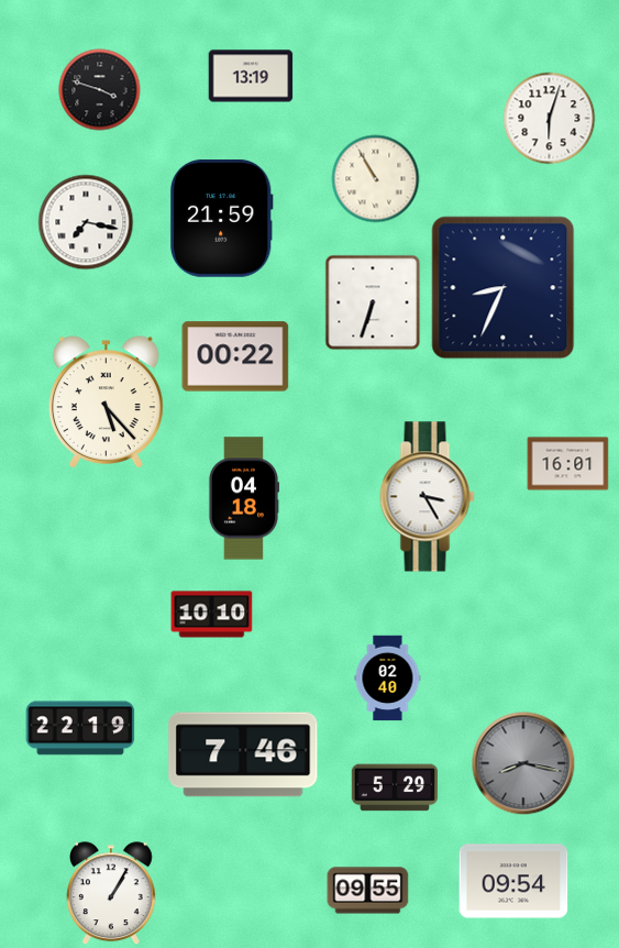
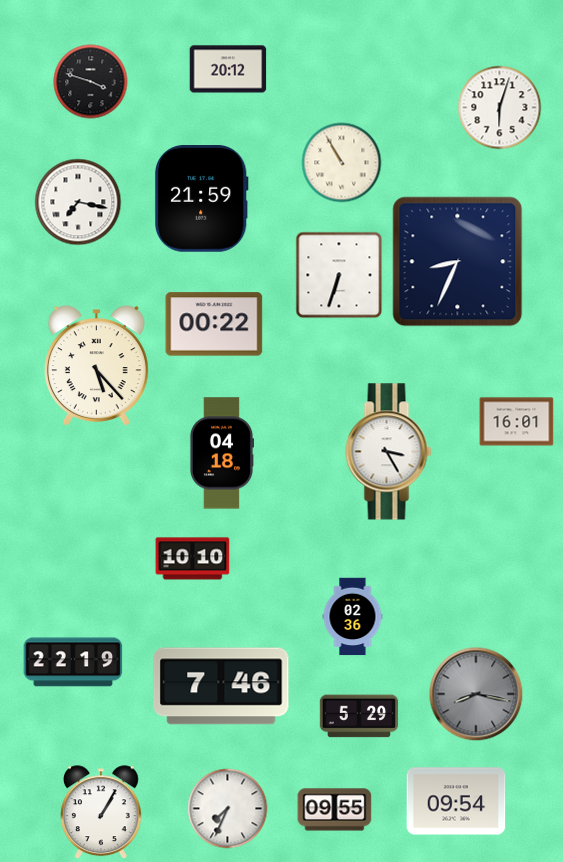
clock at (251, 76): 13:19 -> 20:12
clock at (388, 679): 02:40 -> 02:36
clock at (513, 881) position: (513, 881) -> (456, 801)
clock at (228, 809): none -> 7:34
